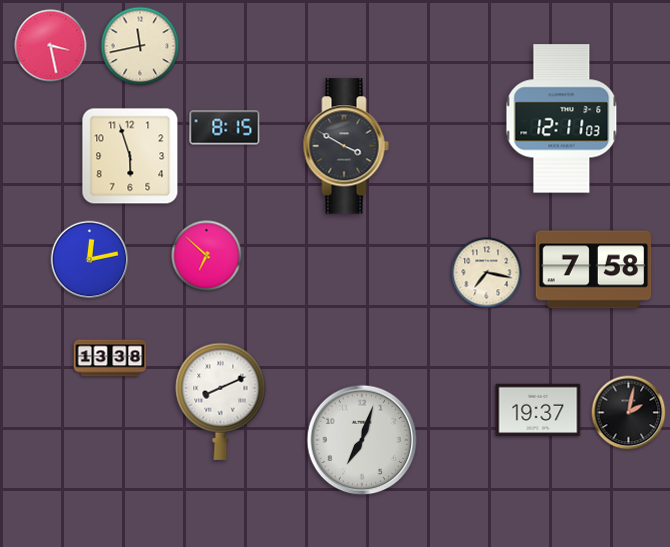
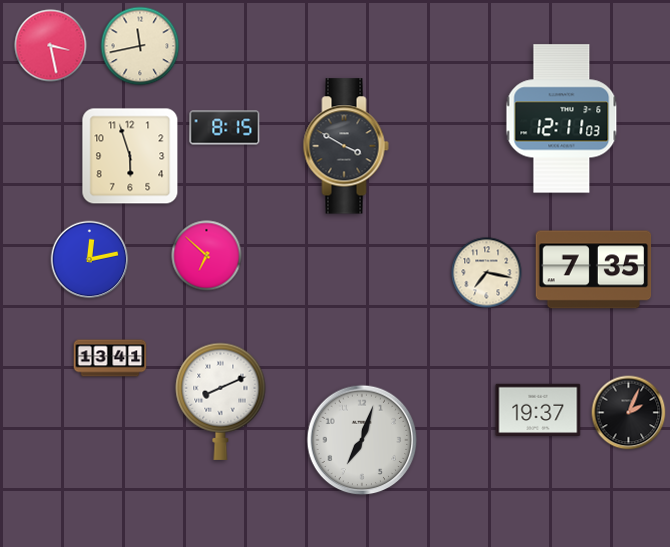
clock at (594, 270): 7:58 -> 7:35
clock at (110, 358): 13:38 -> 13:41
clock at (629, 413): 2:02 -> 2:04
